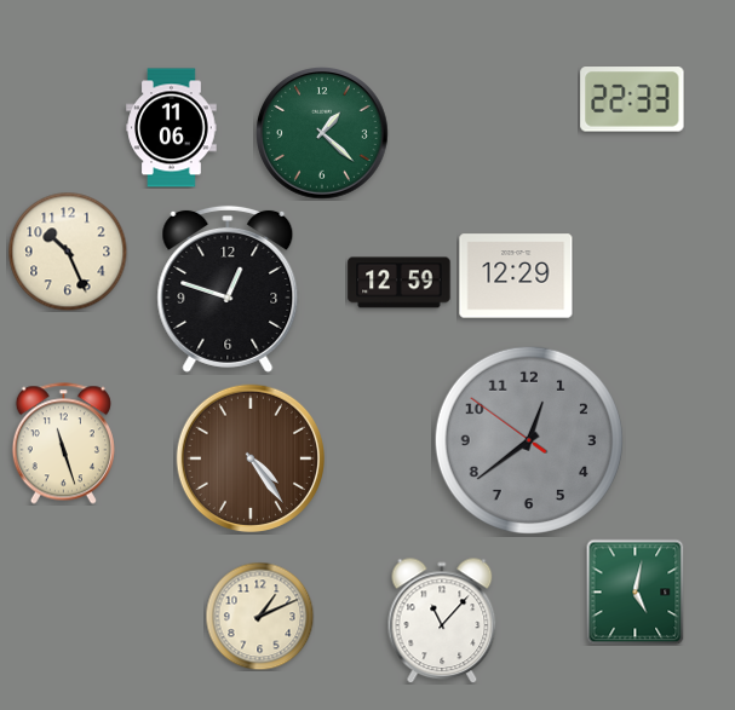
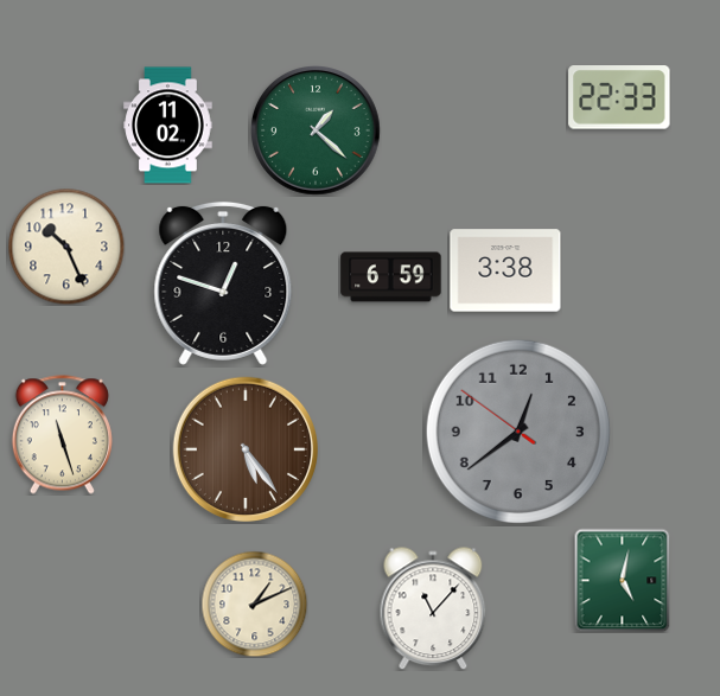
clock at (172, 128): 11:06 -> 11:02
clock at (516, 276): 12:29 -> 3:38
clock at (400, 283): 12:59 -> 6:59
clock at (249, 457): 4:24 -> 5:24
